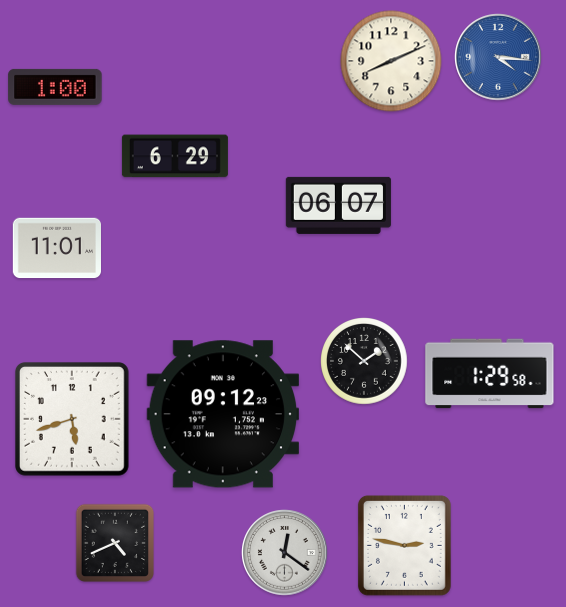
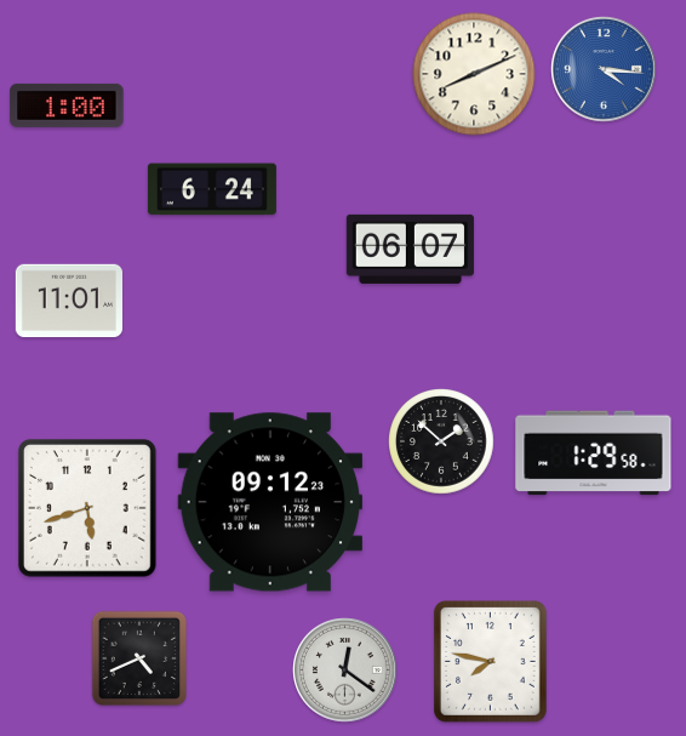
clock at (175, 156): 6:29 -> 6:24
clock at (365, 362) position: (365, 362) -> (442, 443)
clock at (404, 545): 2:47 -> 7:47
